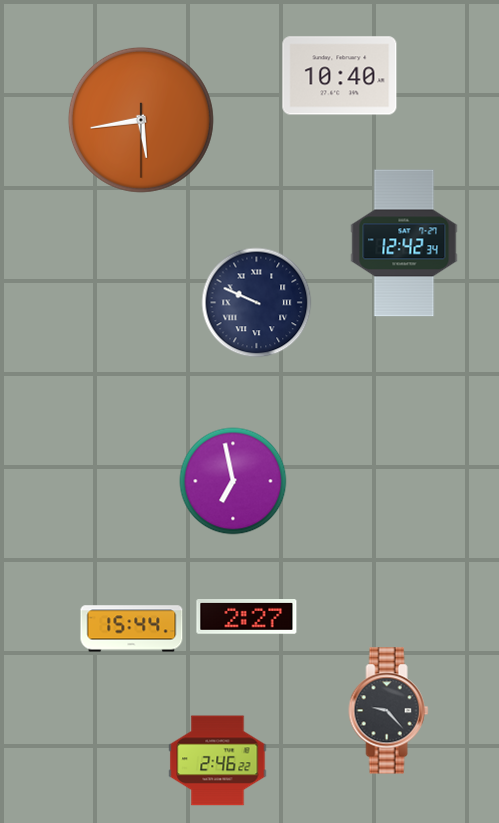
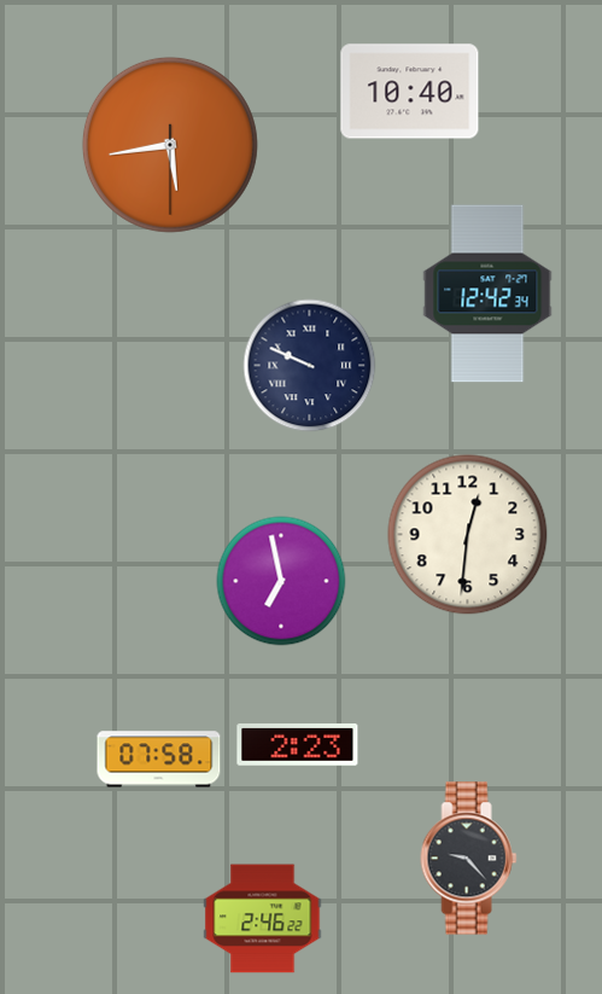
clock at (468, 535): none -> 12:31
clock at (247, 617): 2:27 -> 2:23
clock at (132, 629): 15:44 -> 07:58
